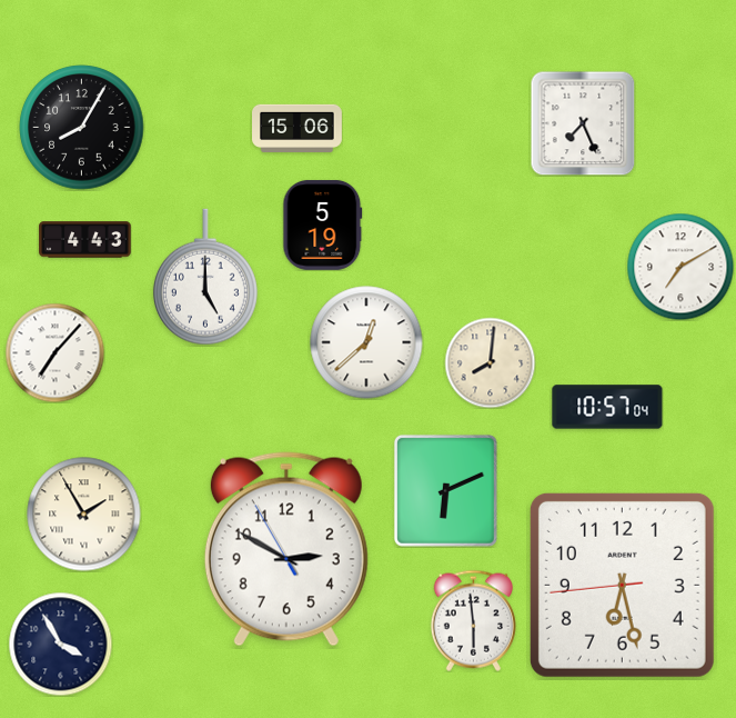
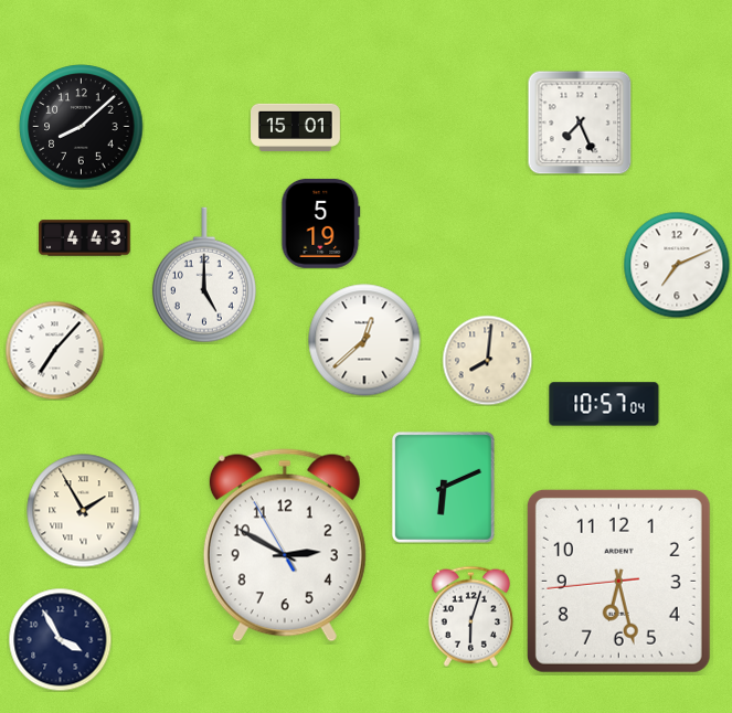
clock at (82, 128): 8:05 -> 8:08
clock at (298, 128): 15:06 -> 15:01
clock at (680, 267): 7:10 -> 7:11
clock at (473, 620): 5:59 -> 6:03
